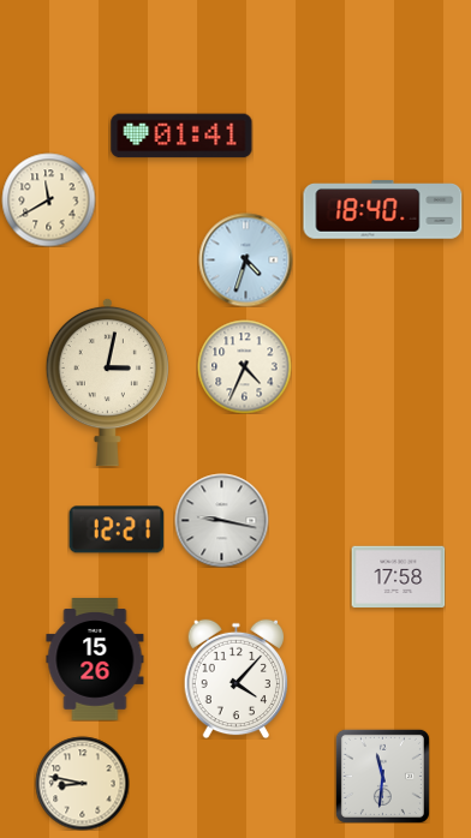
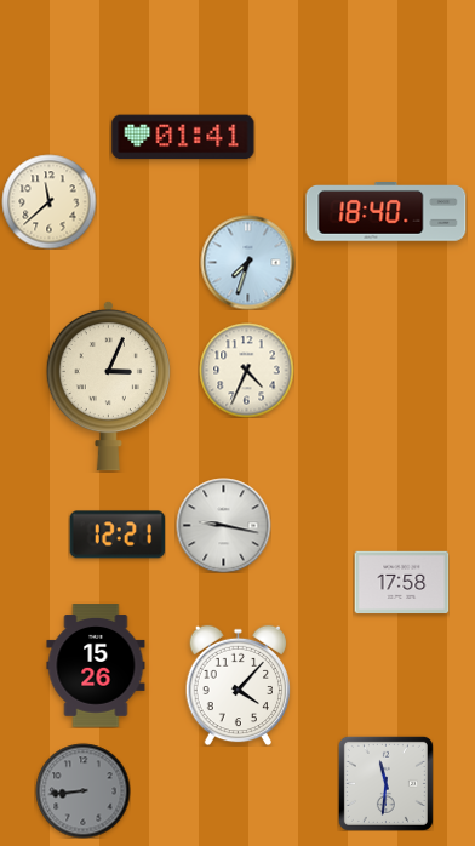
clock at (48, 199): 11:40 -> 11:38
clock at (245, 259): 4:33 -> 7:33
clock at (107, 382): 3:02 -> 3:04
clock at (82, 783): 8:47 -> 8:44
clock at (82, 783) dial: cream -> grey
